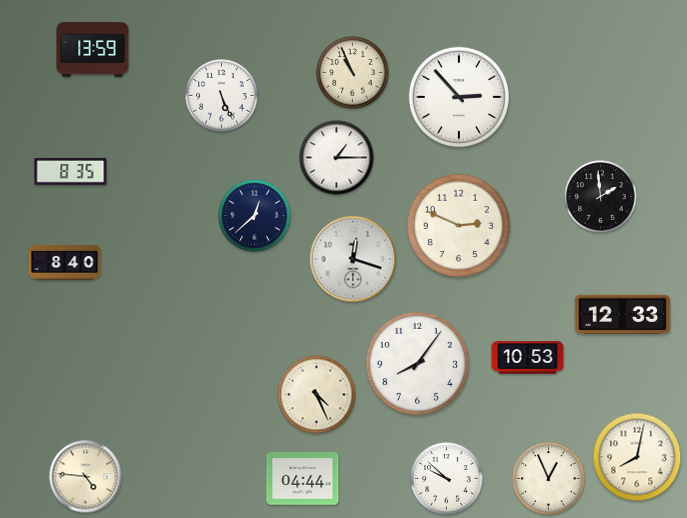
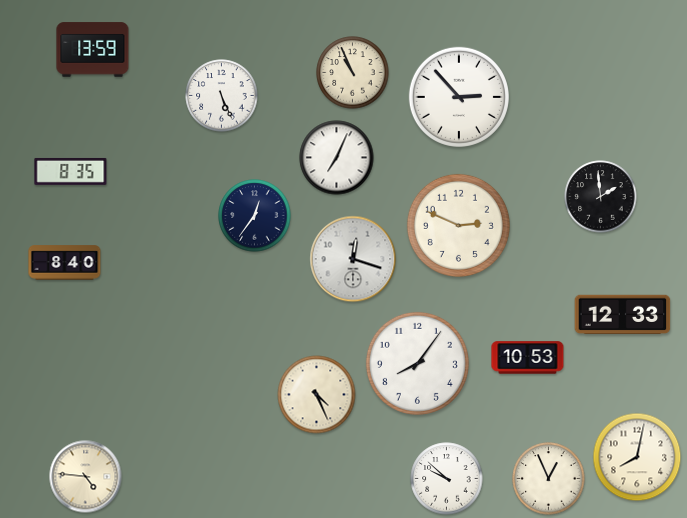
clock at (337, 158): 1:15 -> 7:04
clock at (255, 216): 12:38 -> 12:36
clock at (303, 479): 04:44 -> none
